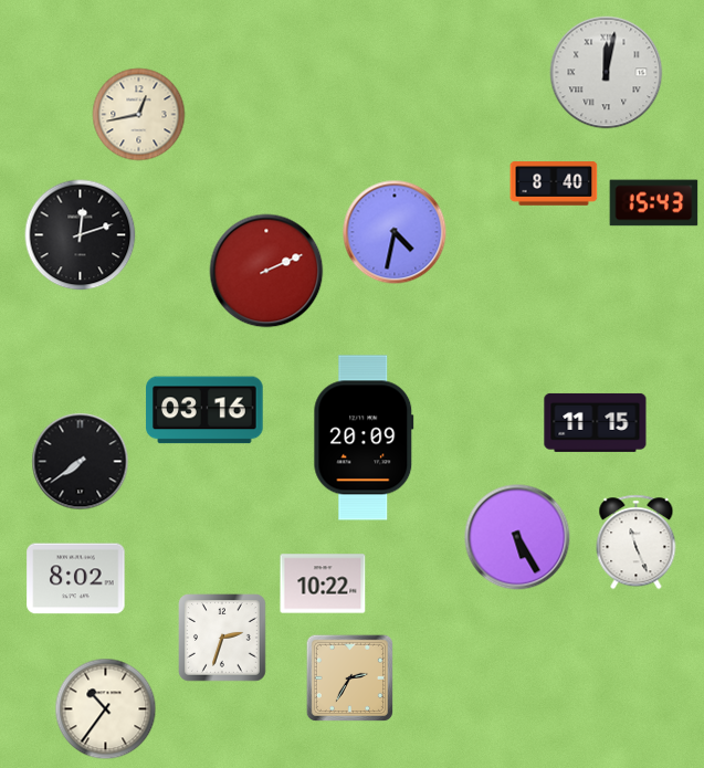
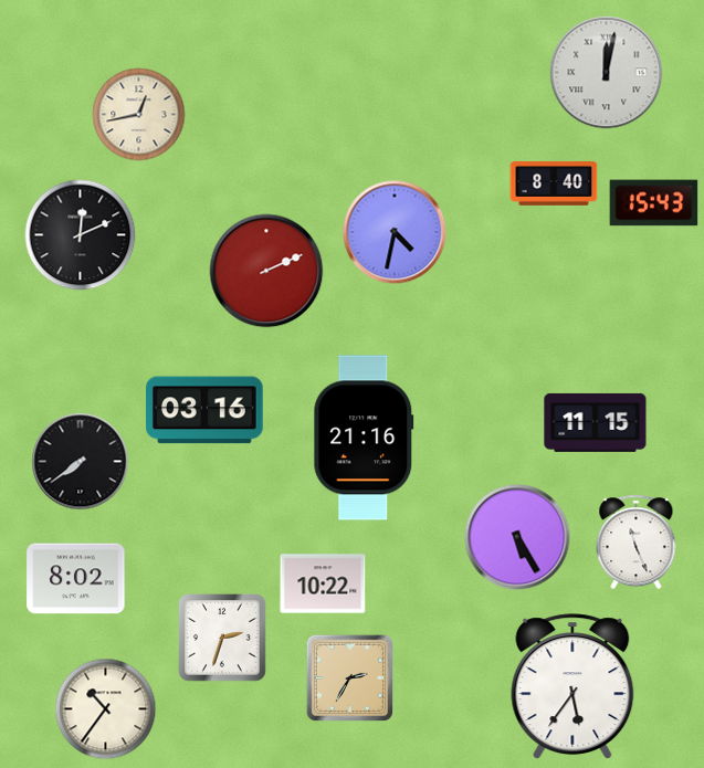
clock at (81, 235): 12:12 -> 12:11
clock at (364, 438): 20:09 -> 21:16
clock at (572, 686): none -> 5:36
